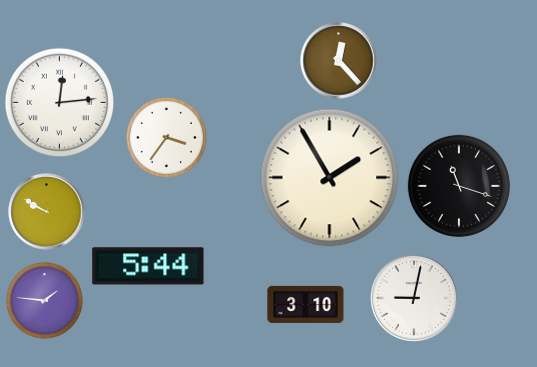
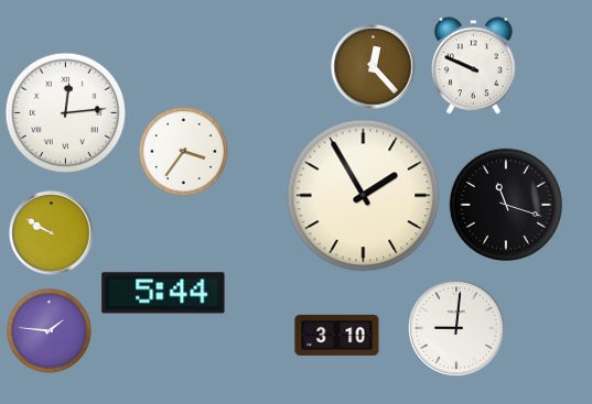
clock at (474, 66): none -> 9:49
clock at (414, 298): 9:02 -> 9:01
